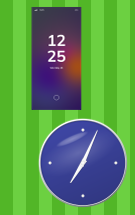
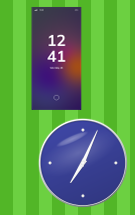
clock at (57, 58): 12:25 -> 12:41
